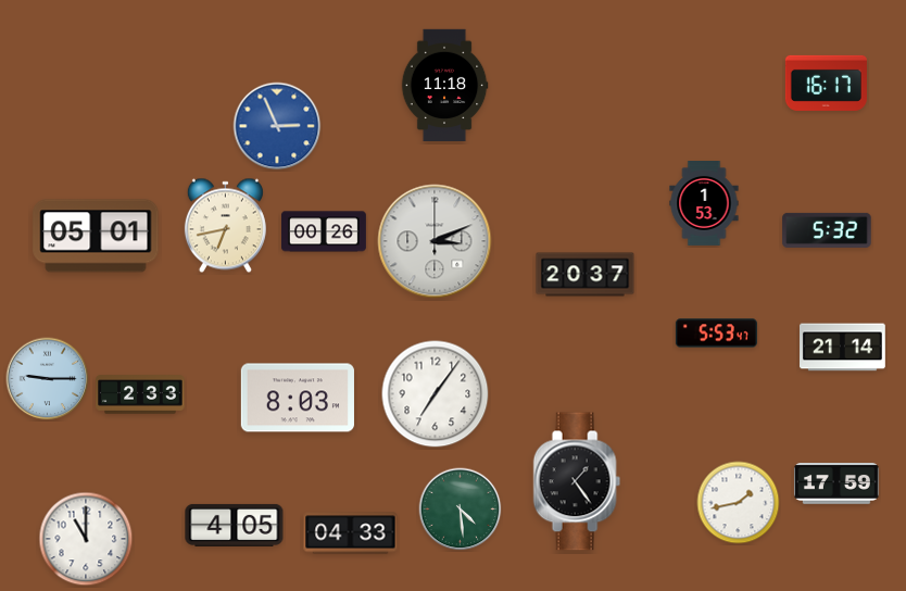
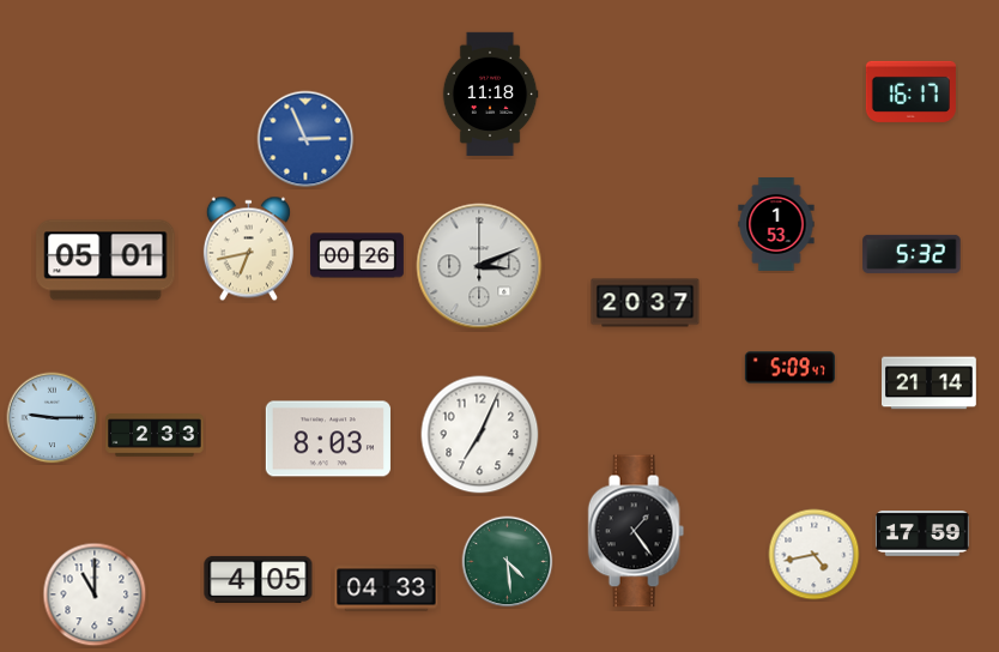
clock at (716, 334): 5:53 -> 5:09
clock at (436, 394): 7:06 -> 7:04
clock at (739, 503): 1:43 -> 4:43
